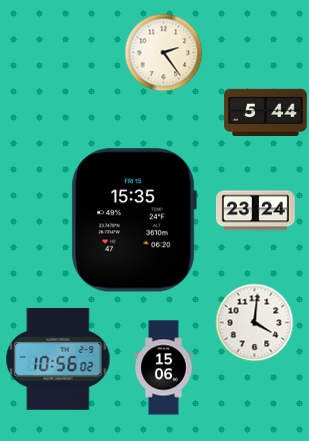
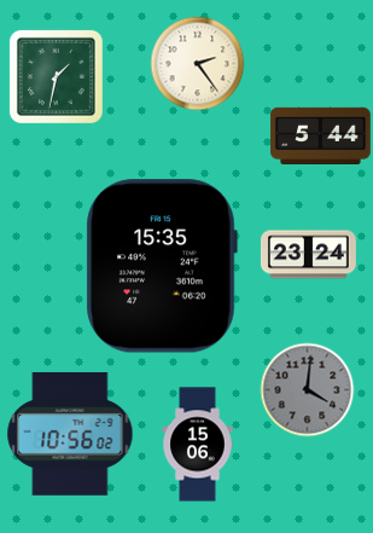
clock at (56, 76): none -> 1:32
clock at (254, 322) dial: white -> grey
